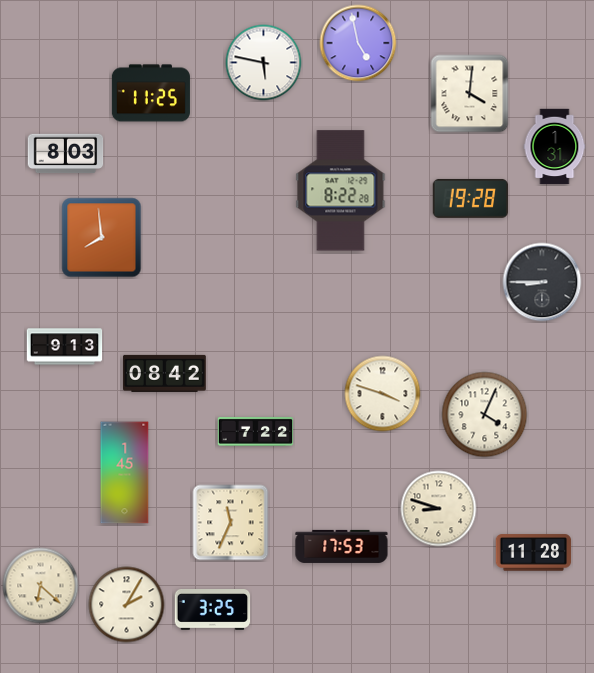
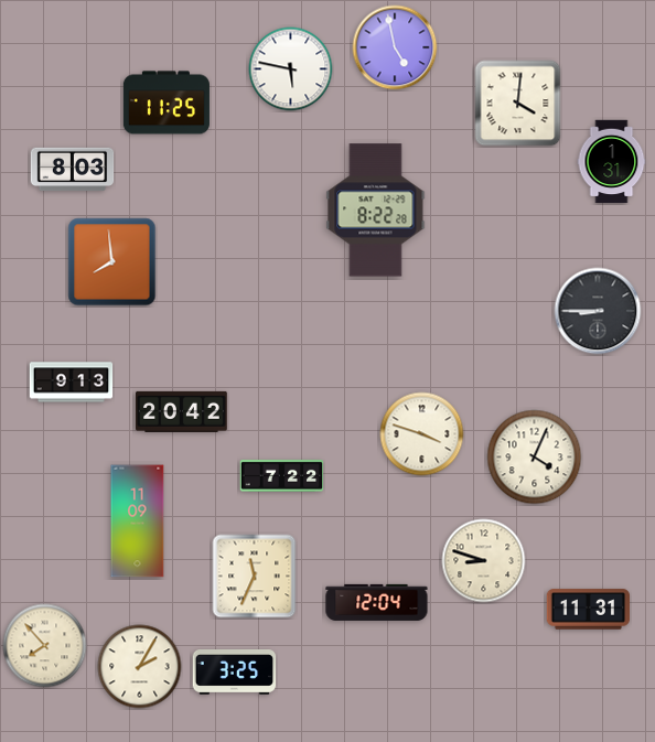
clock at (471, 199): 19:28 -> none
clock at (165, 373): 08:42 -> 20:42
clock at (125, 473): 1:45 -> 11:09
clock at (342, 546): 17:53 -> 12:04
clock at (534, 553): 11:28 -> 11:31
clock at (41, 586): 6:22 -> 7:53
